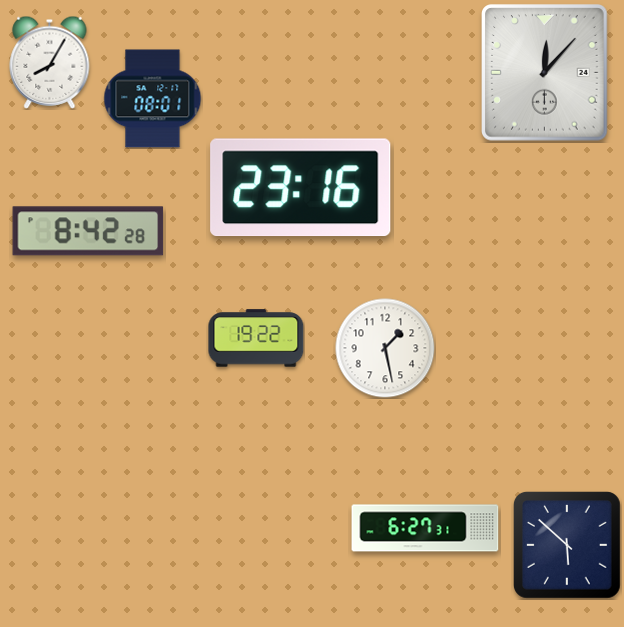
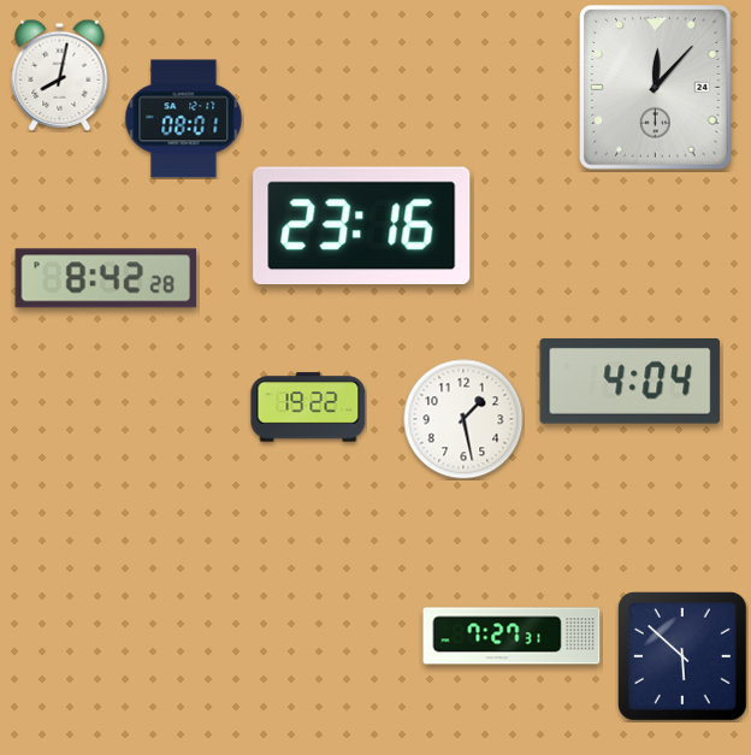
clock at (50, 62): 8:05 -> 8:02
clock at (631, 381): none -> 4:04
clock at (425, 528): 6:27 -> 7:27
